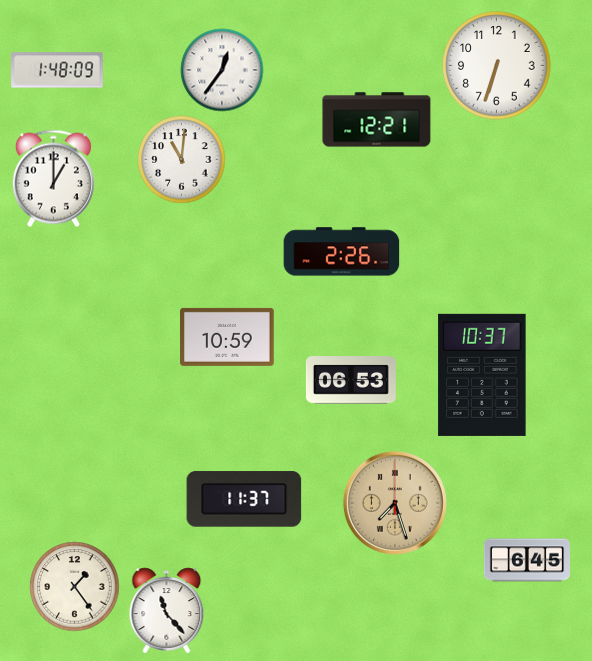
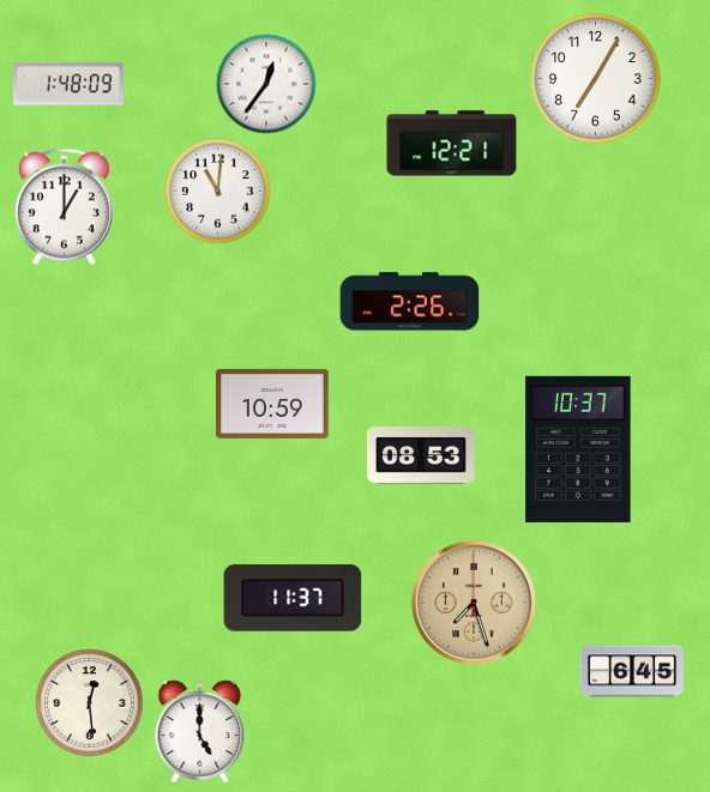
clock at (497, 66): 6:33 -> 7:05
clock at (53, 179) position: (53, 179) -> (64, 207)
clock at (351, 380): 06:53 -> 08:53
clock at (75, 587): 1:24 -> 12:29
clock at (167, 611): 11:23 -> 5:00
